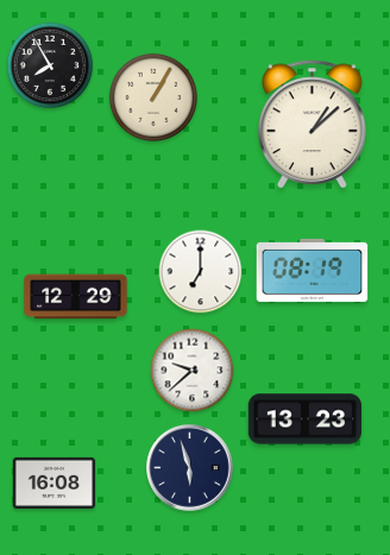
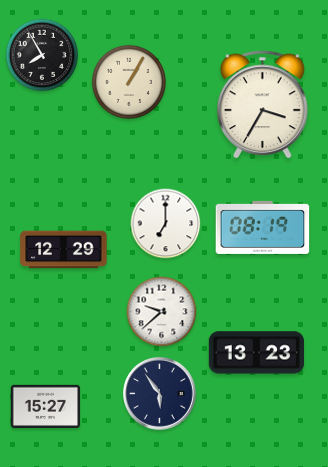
clock at (313, 125): 1:08 -> 3:35
clock at (201, 272) position: (201, 272) -> (166, 224)
clock at (190, 468): 5:57 -> 5:54
clock at (55, 483): 16:08 -> 15:27
